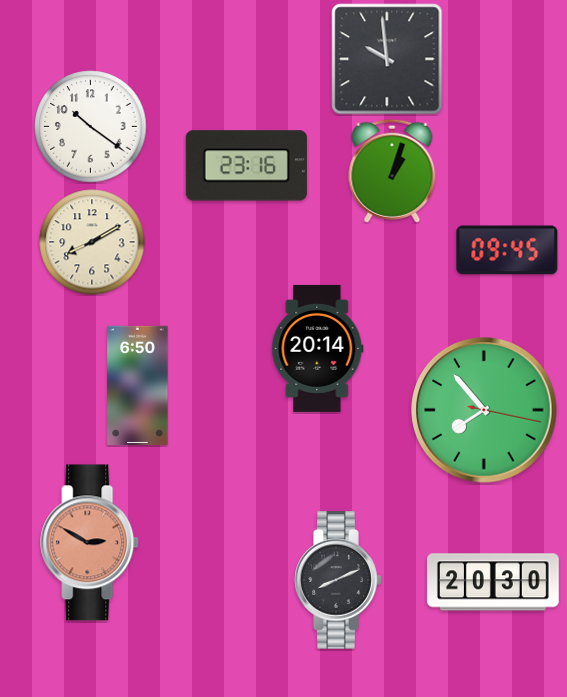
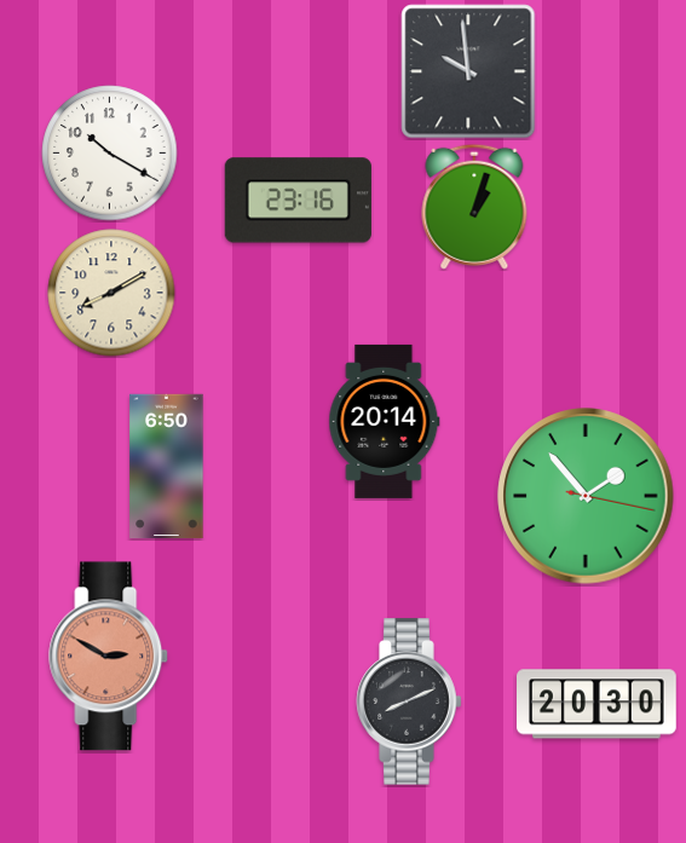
clock at (91, 127): 10:21 -> 10:20
clock at (507, 250): 09:45 -> none
clock at (484, 410): 7:53 -> 1:53
